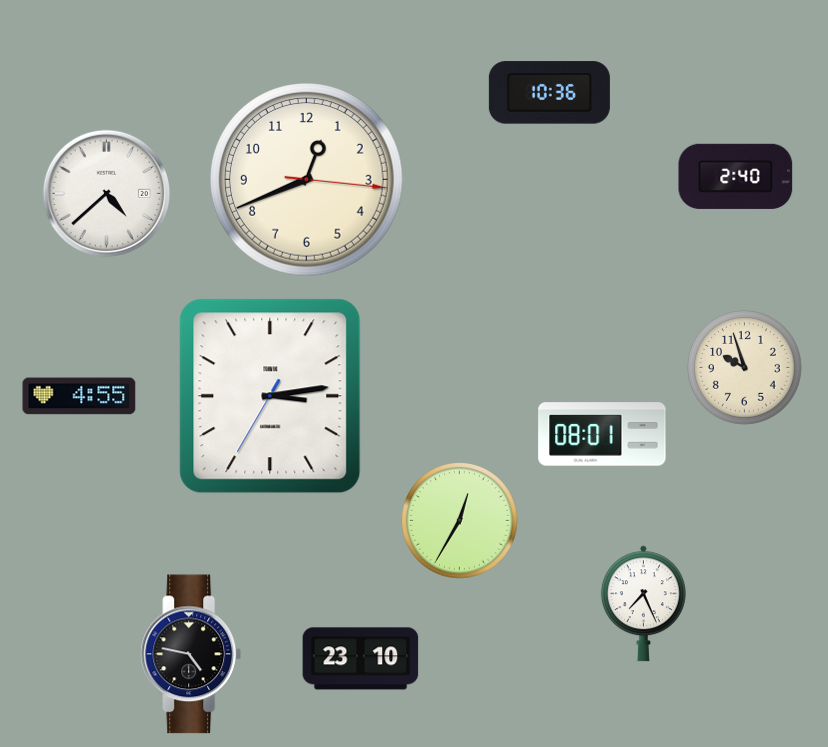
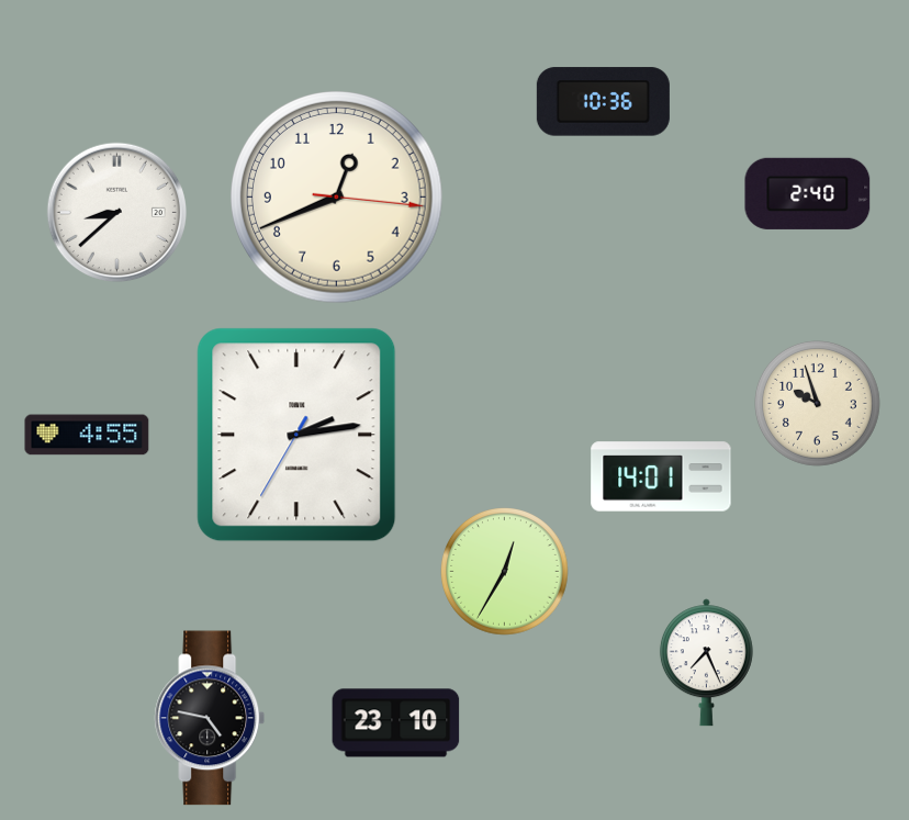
clock at (106, 193): 4:38 -> 8:38
clock at (270, 396): 3:13 -> 2:13
clock at (602, 434): 08:01 -> 14:01
